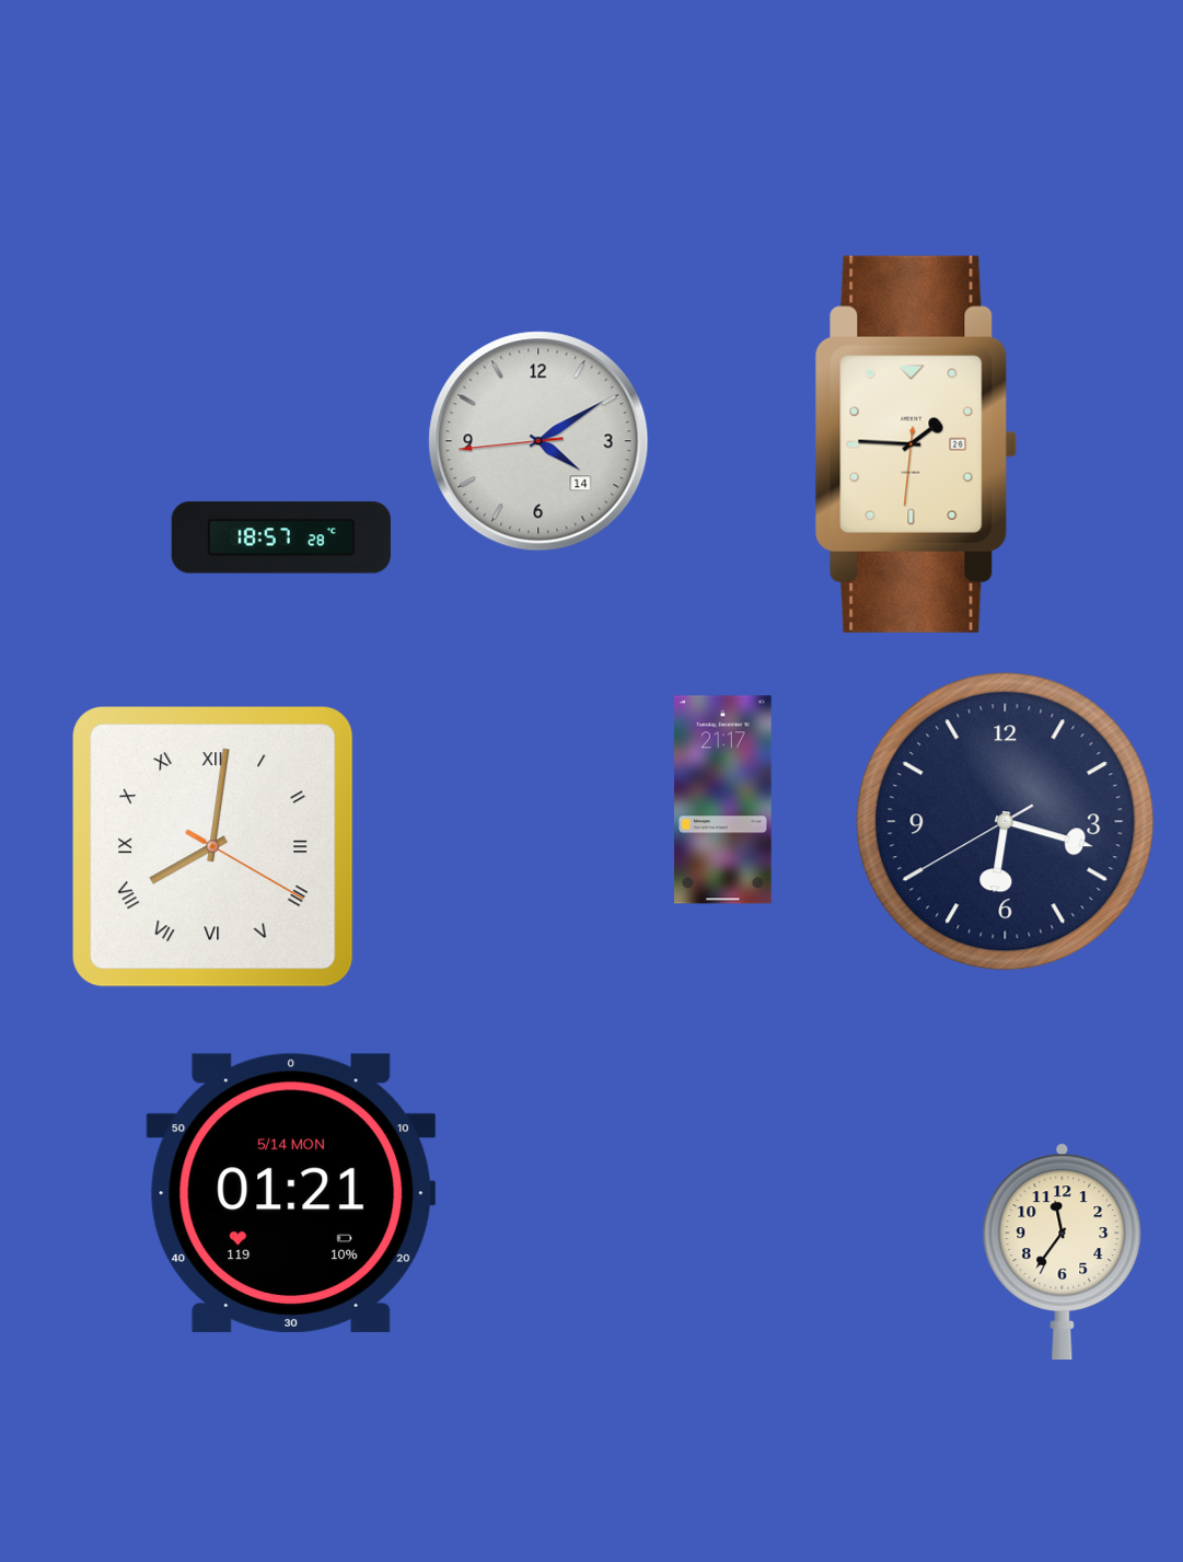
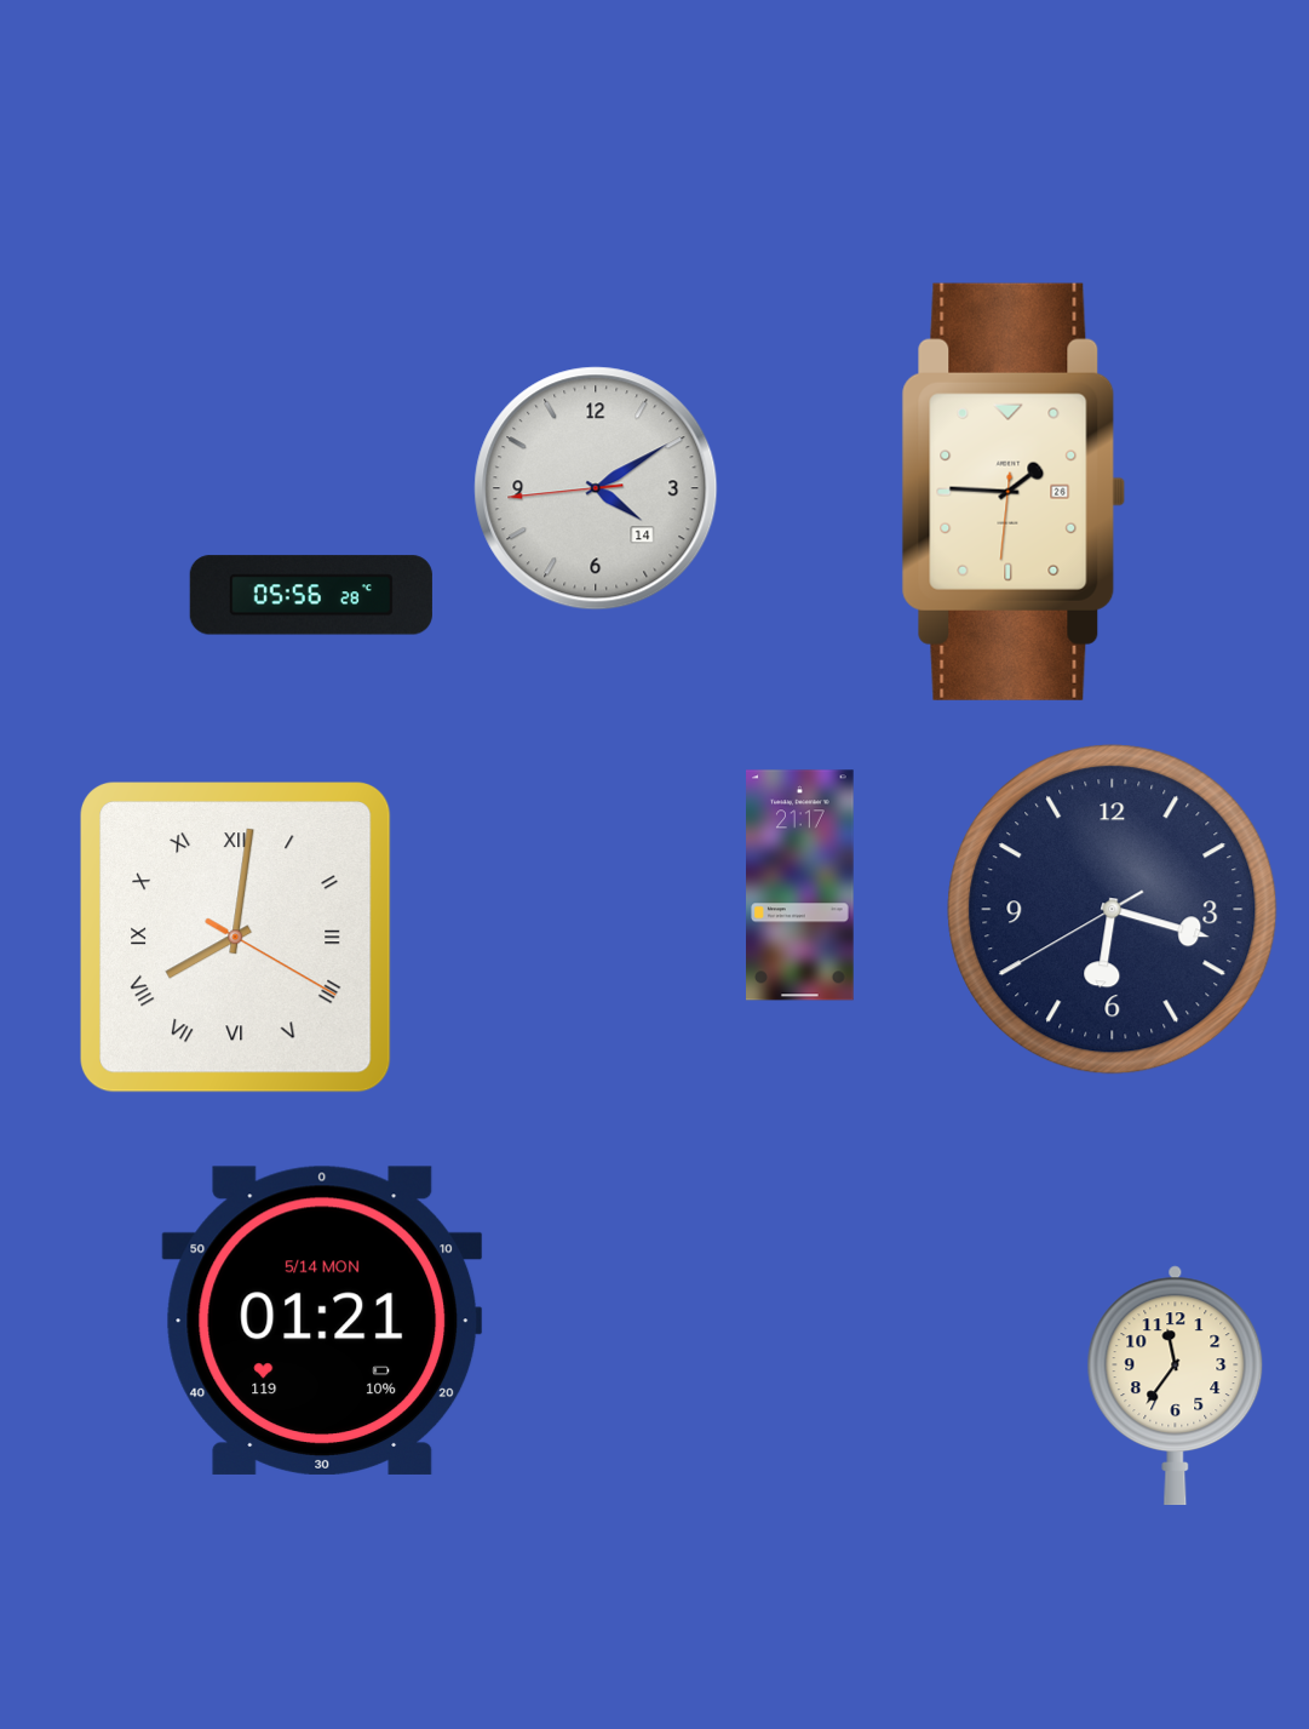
clock at (281, 537): 18:57 -> 05:56
